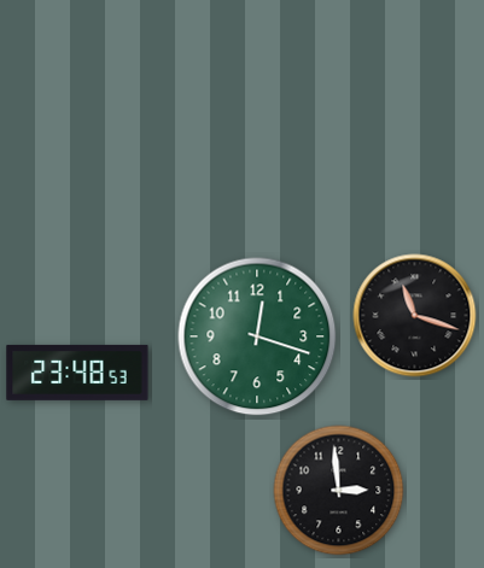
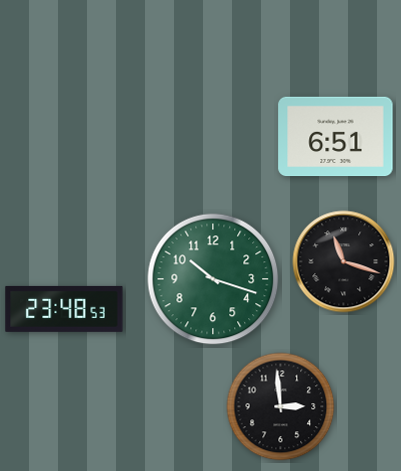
clock at (336, 137): none -> 6:51
clock at (257, 336): 12:18 -> 10:18
